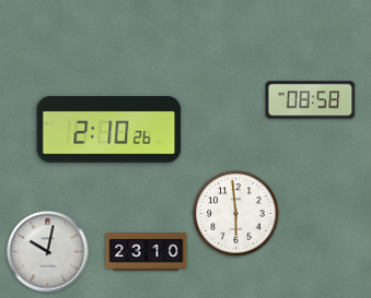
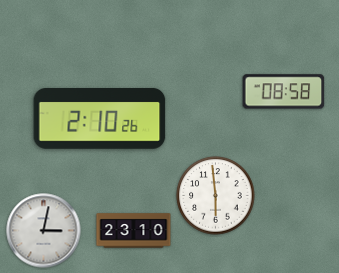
clock at (48, 252): 10:02 -> 3:02
